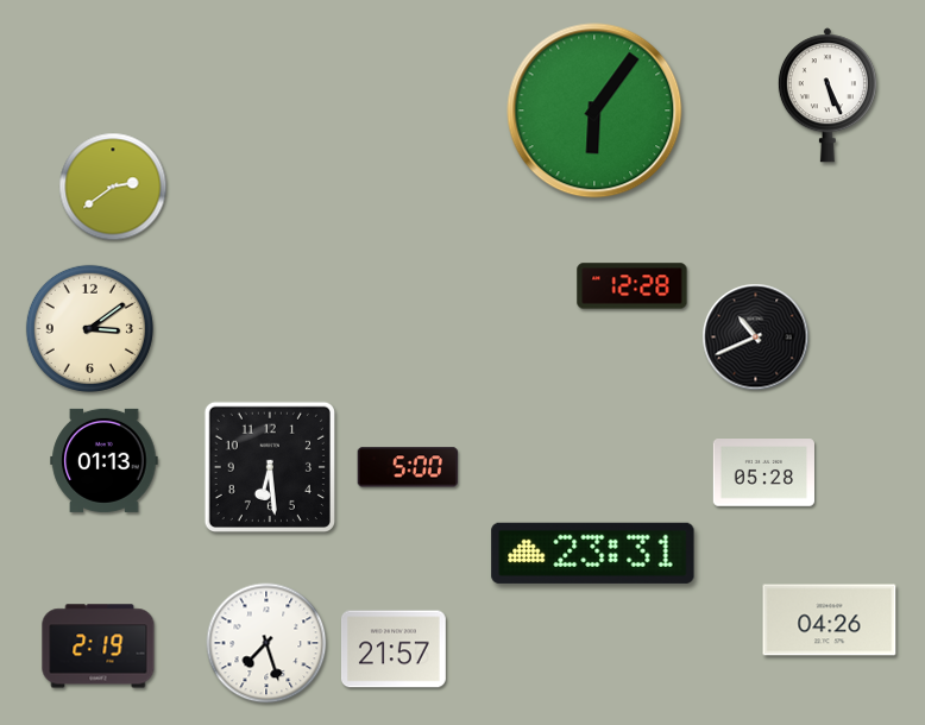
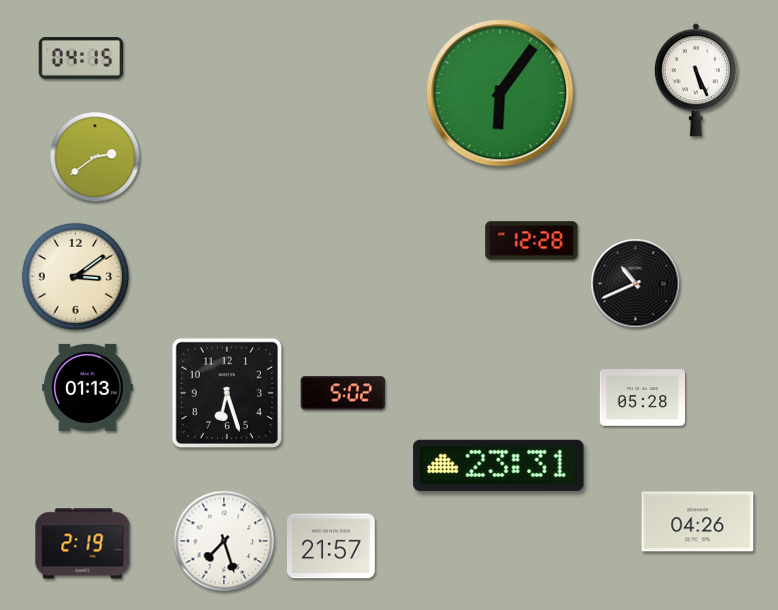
clock at (81, 58): none -> 04:15
clock at (270, 467): 6:29 -> 6:27
clock at (408, 467): 5:00 -> 5:02
